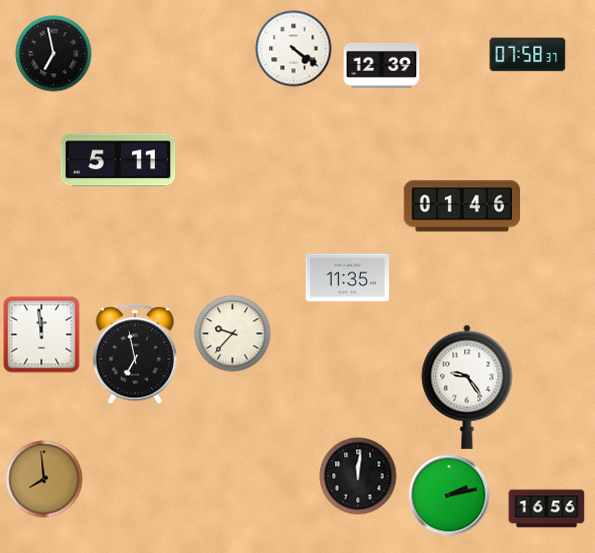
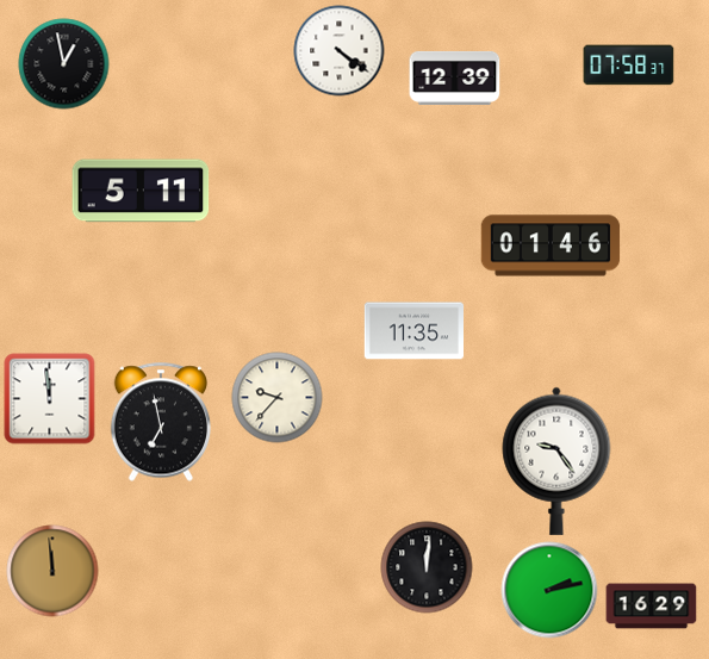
clock at (294, 49) position: (294, 49) -> (340, 51)
clock at (54, 54): 6:58 -> 12:58
clock at (44, 479): 7:59 -> 11:59
clock at (449, 495) position: (449, 495) -> (549, 590)
clock at (547, 509): 16:56 -> 16:29
